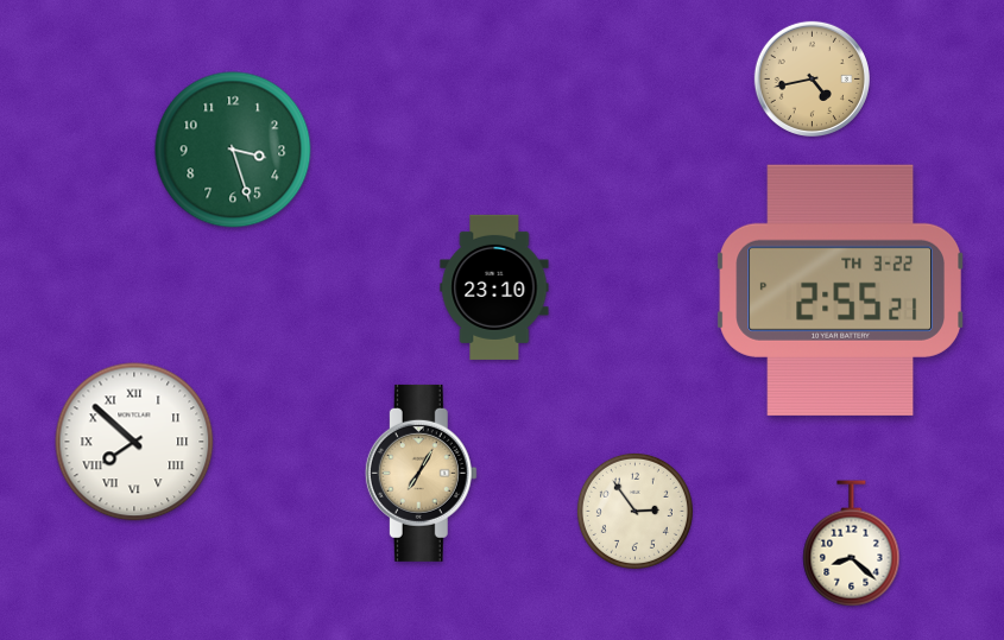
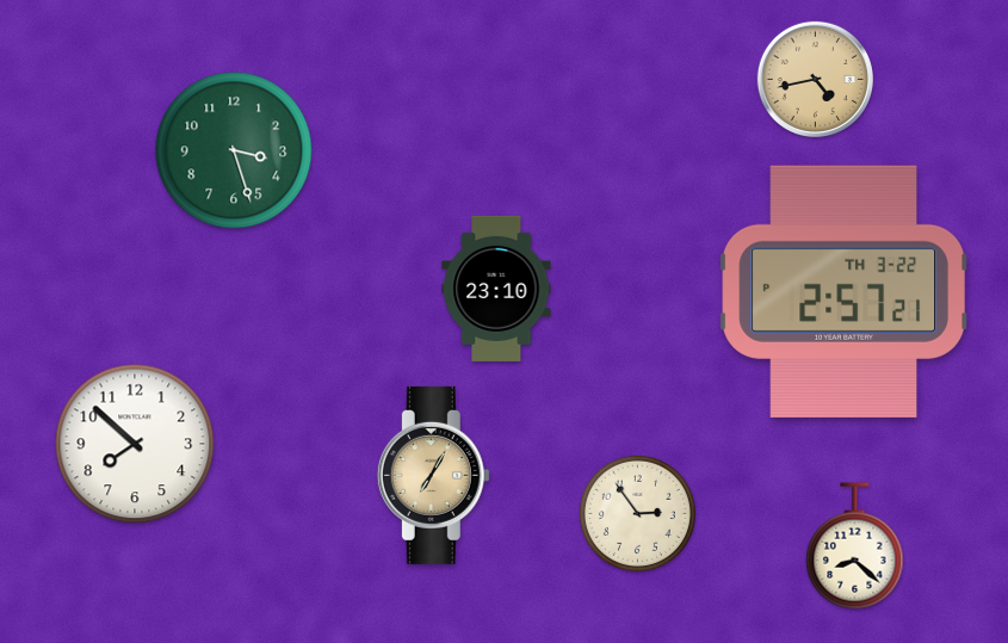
clock at (840, 290): 2:55 -> 2:57
clock at (134, 442) numerals: Roman -> Arabic
clock at (421, 473) position: (421, 473) -> (433, 475)
